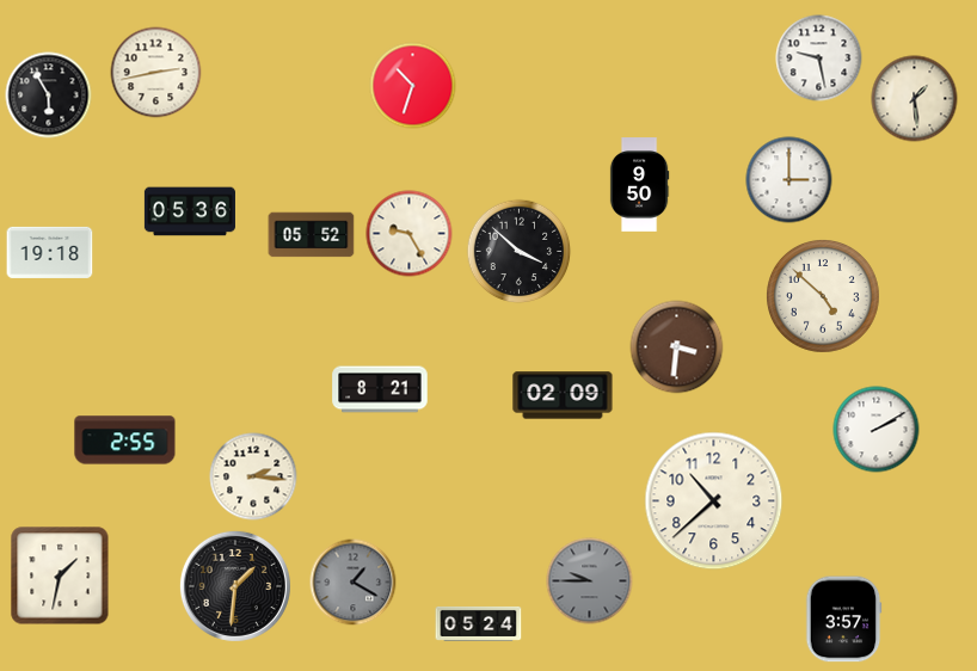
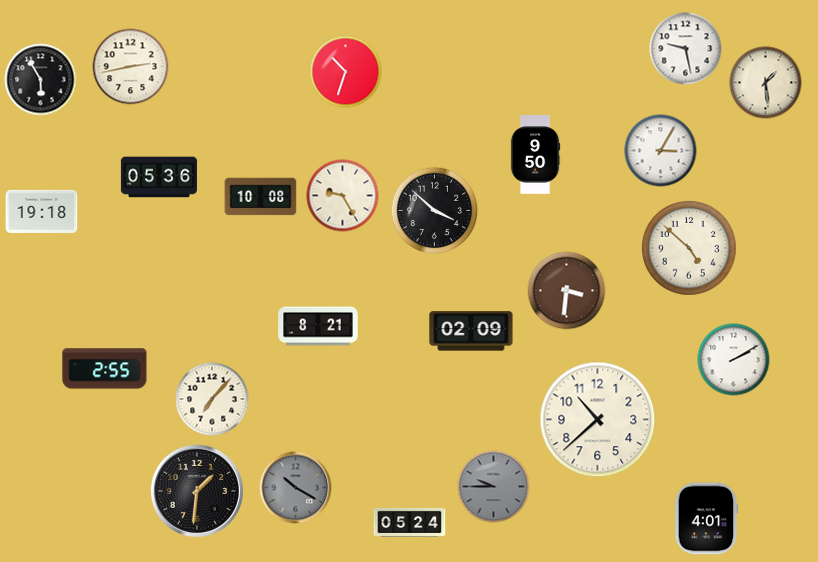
clock at (156, 73) position: (156, 73) -> (131, 67)
clock at (789, 180): 3:00 -> 3:05
clock at (312, 235): 05:52 -> 10:08
clock at (253, 476): 2:16 -> 7:07
clock at (60, 575): 1:32 -> none
clock at (354, 583): 1:20 -> 10:20
clock at (843, 620): 3:57 -> 4:01
clock at (479, 623) position: (479, 623) -> (410, 522)
